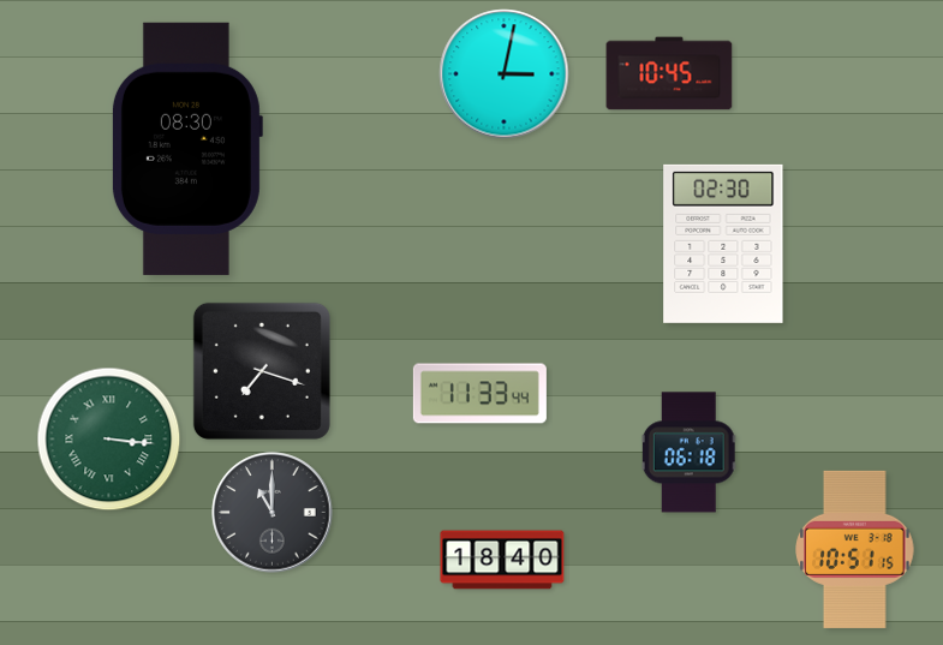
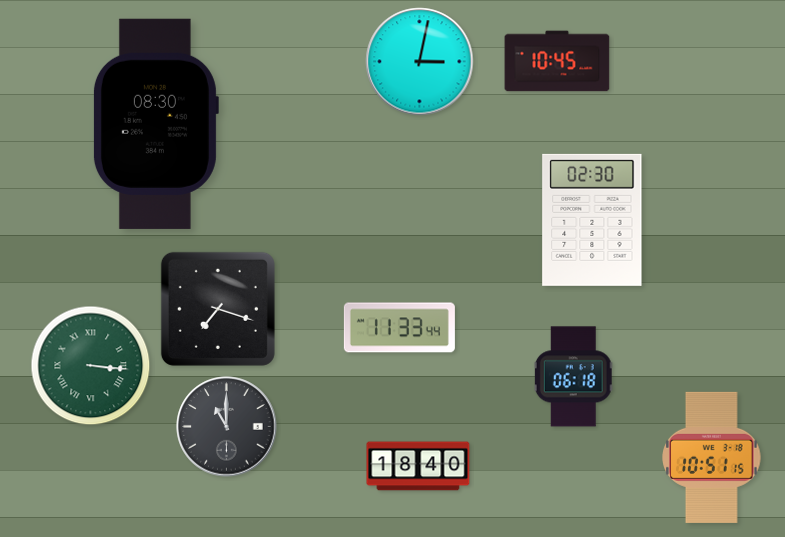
clock at (723, 244) position: (723, 244) -> (592, 220)
